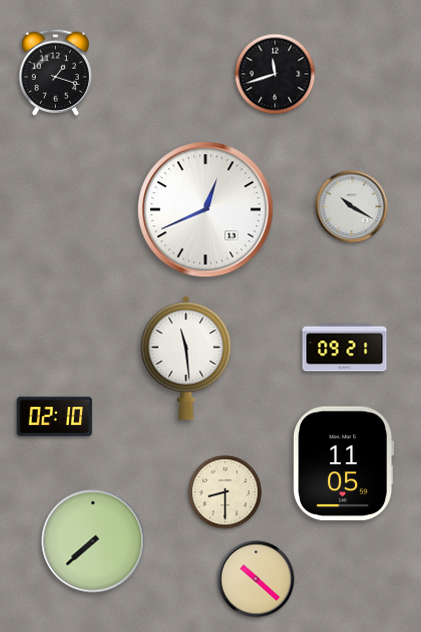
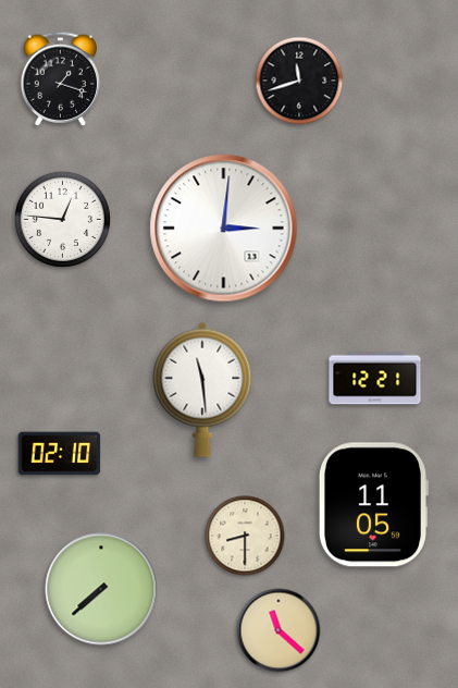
clock at (62, 219): none -> 12:46
clock at (352, 207): 10:20 -> none
clock at (206, 210): 12:41 -> 3:01
clock at (345, 348): 09:21 -> 12:21
clock at (256, 579): 10:22 -> 11:22
